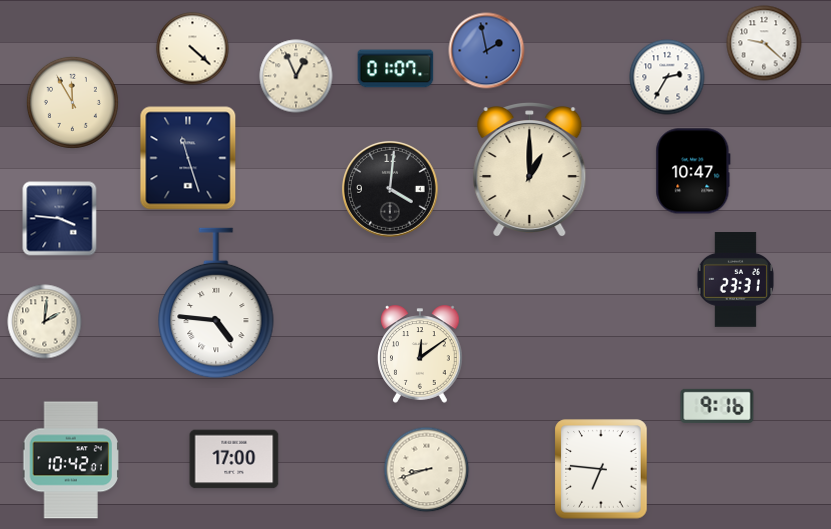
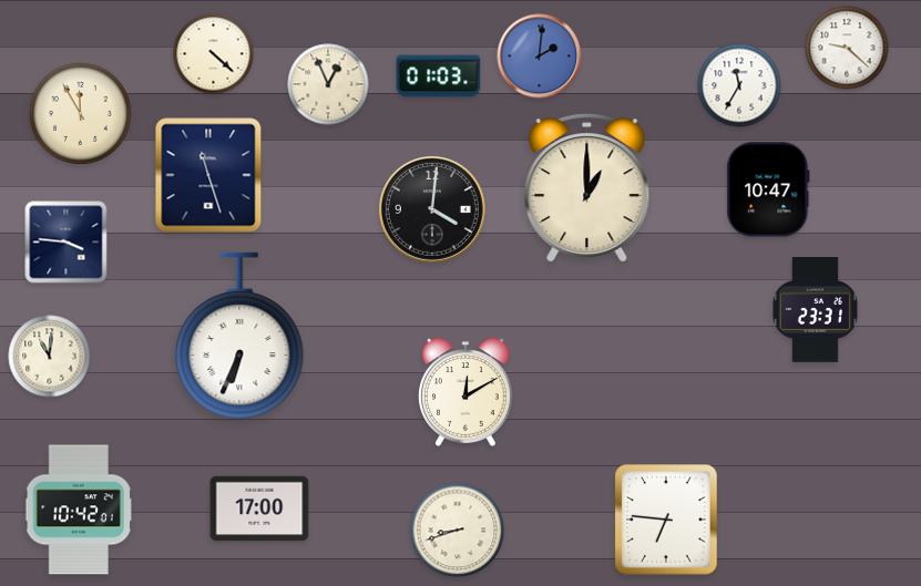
clock at (487, 51): 1:58 -> 2:01
clock at (396, 69): 01:07 -> 01:03
clock at (667, 77): 2:35 -> 11:35
clock at (216, 303): 4:46 -> 6:34
clock at (45, 322): 2:01 -> 11:01
clock at (421, 354): 12:09 -> 12:10
clock at (717, 406): 9:16 -> none
clock at (427, 470) position: (427, 470) -> (458, 531)
